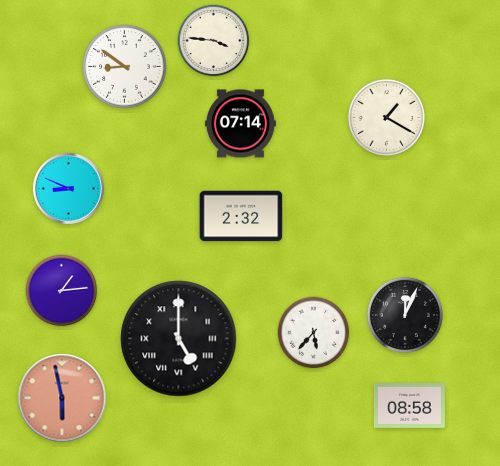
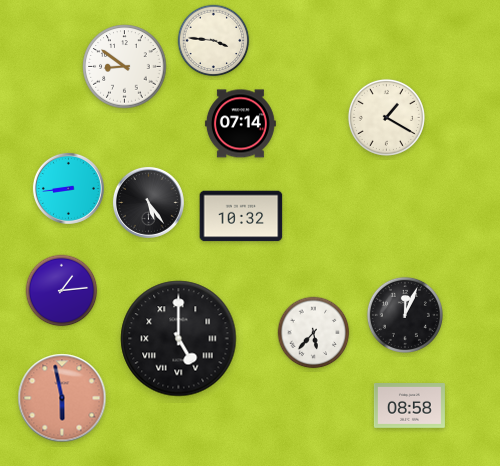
clock at (68, 188): 8:49 -> 8:44
clock at (148, 202): none -> 5:24
clock at (241, 216): 2:32 -> 10:32
